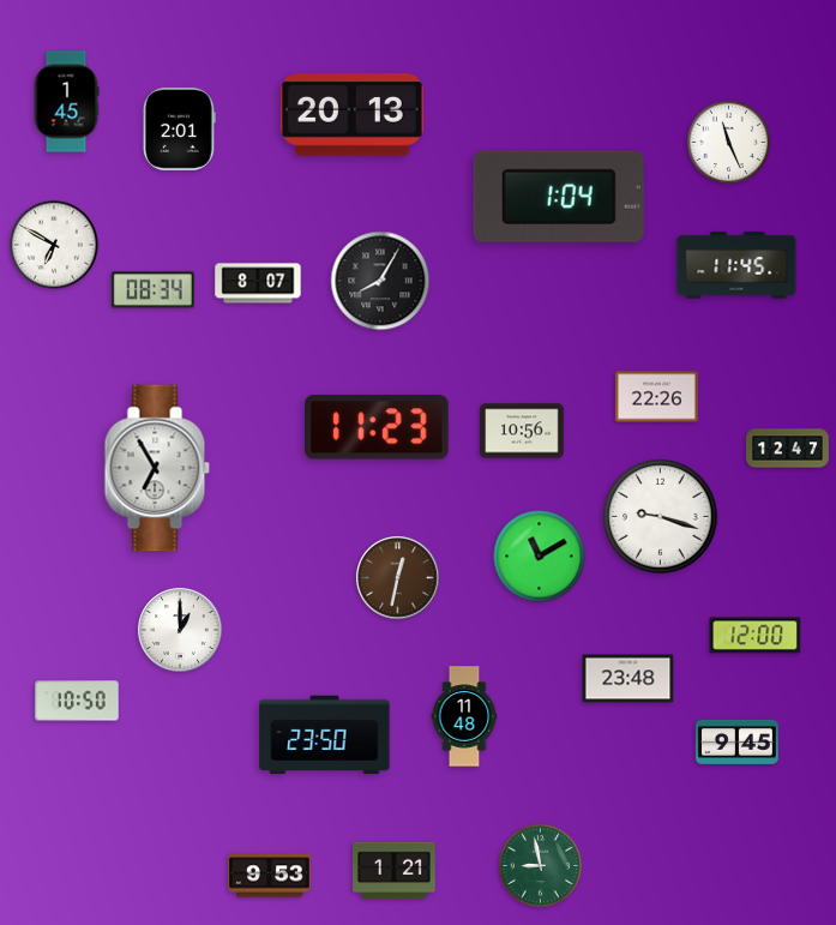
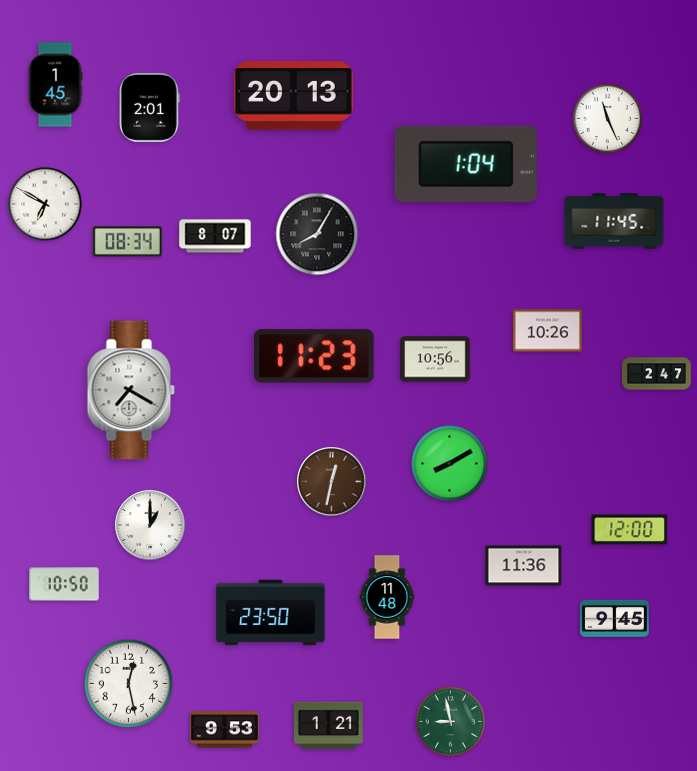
clock at (656, 397): 22:26 -> 10:26
clock at (788, 449): 12:47 -> 2:47
clock at (157, 468): 6:55 -> 7:20
clock at (661, 517): 9:18 -> none
clock at (540, 557): 11:10 -> 8:10
clock at (628, 679): 23:48 -> 11:36
clock at (129, 684): none -> 12:28
